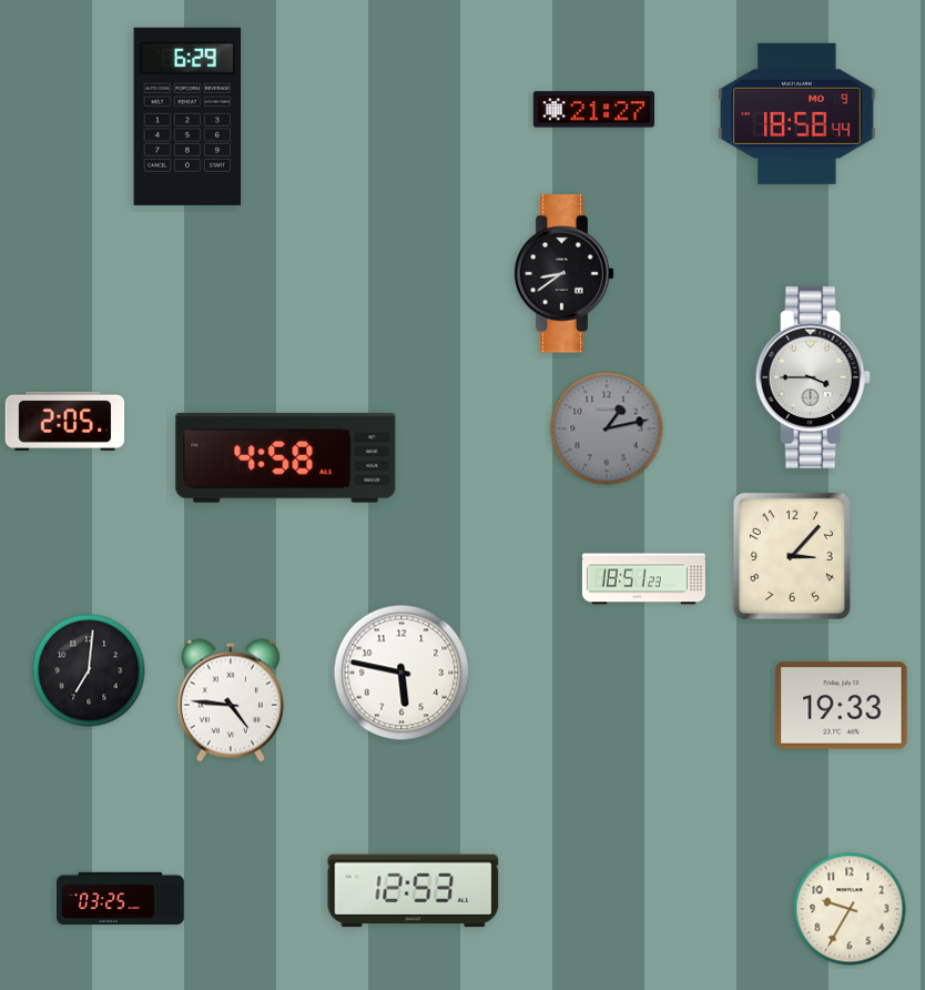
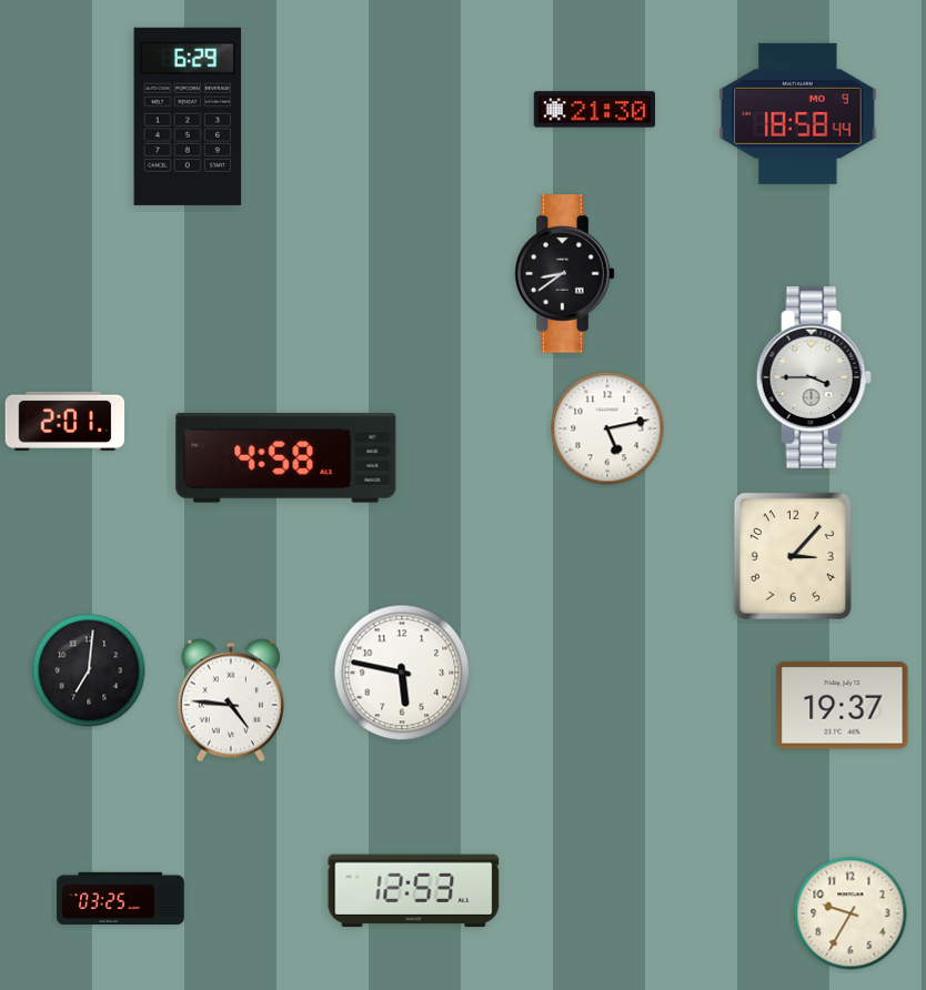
clock at (593, 110): 21:27 -> 21:30
clock at (65, 421): 2:05 -> 2:01
clock at (607, 428): 1:13 -> 5:13
clock at (607, 428) dial: grey -> white
clock at (643, 579): 18:51 -> none
clock at (842, 706): 19:33 -> 19:37
clock at (850, 909) position: (850, 909) -> (850, 913)
